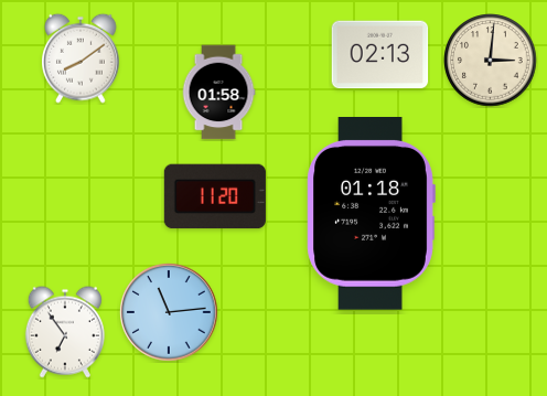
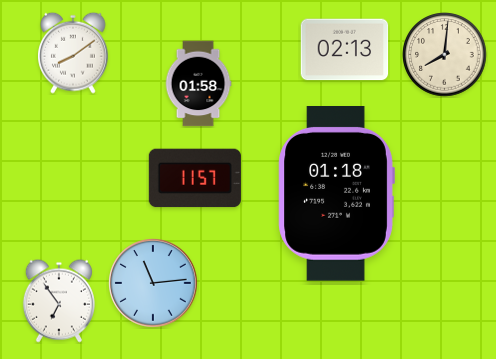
clock at (491, 61): 3:01 -> 8:01
clock at (215, 196): 11:20 -> 11:57
